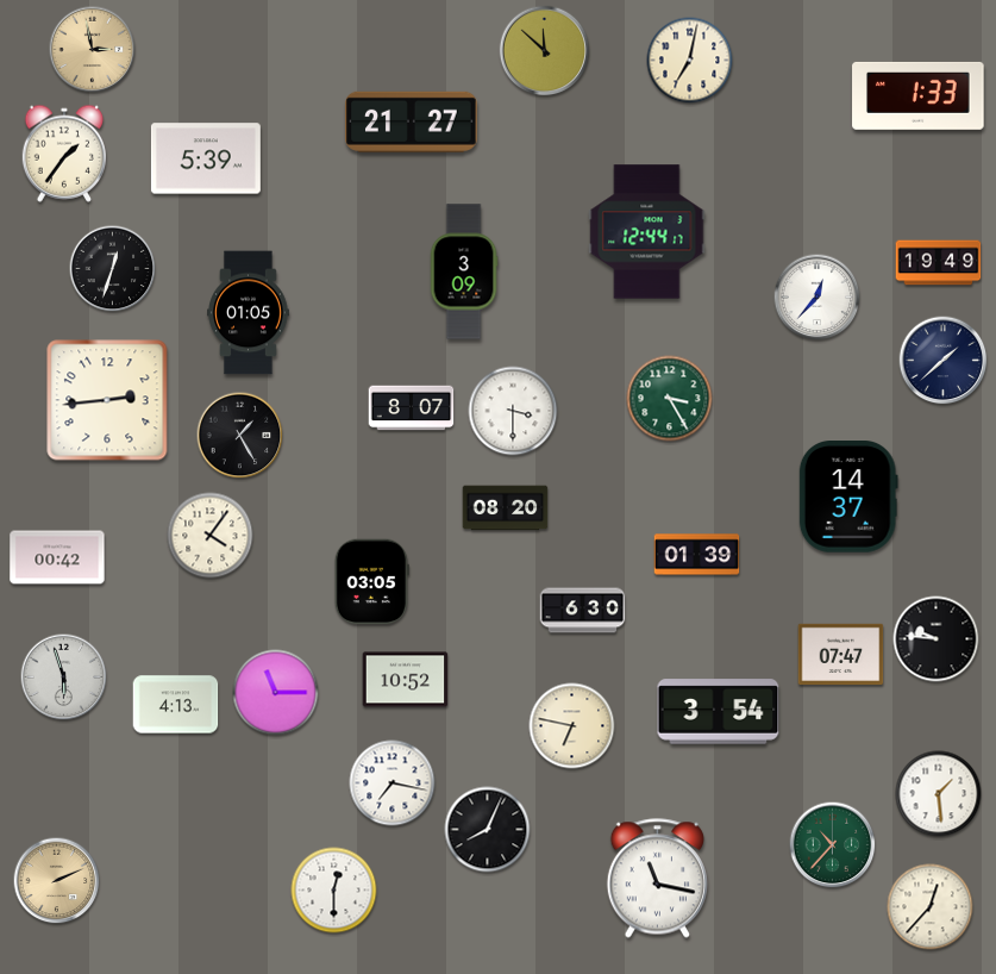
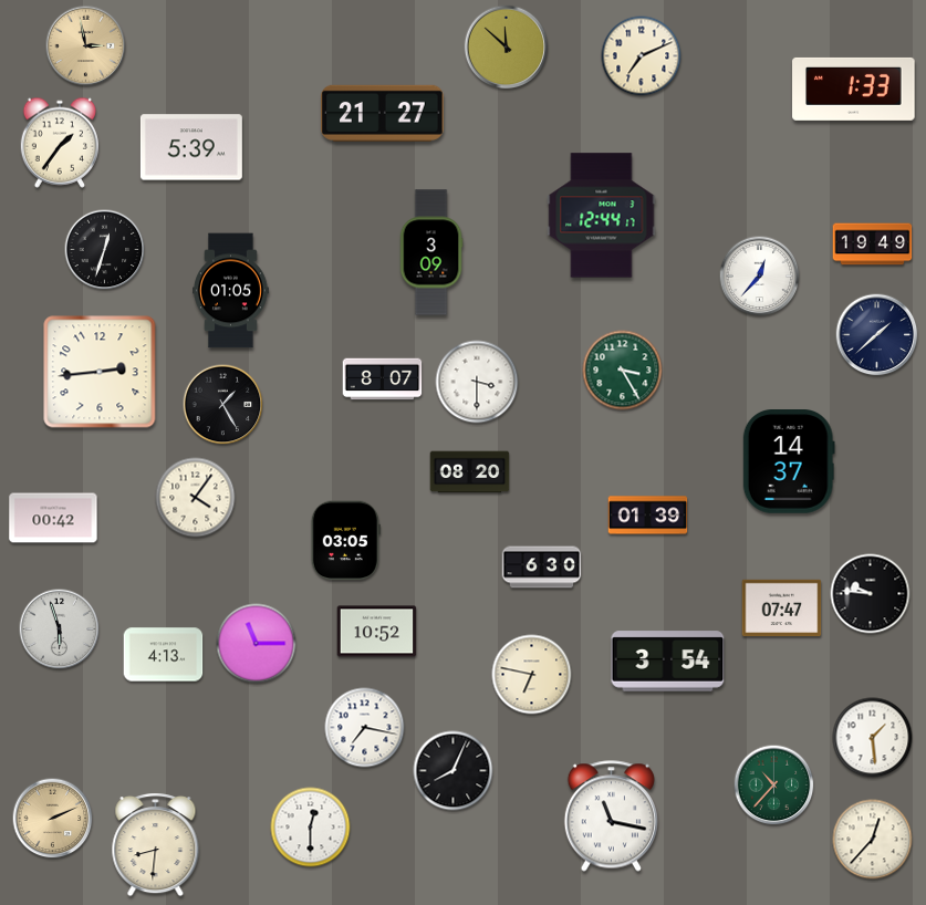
clock at (690, 61): 7:02 -> 7:11
clock at (931, 907) position: (931, 907) -> (873, 840)
clock at (156, 845): none -> 8:31
